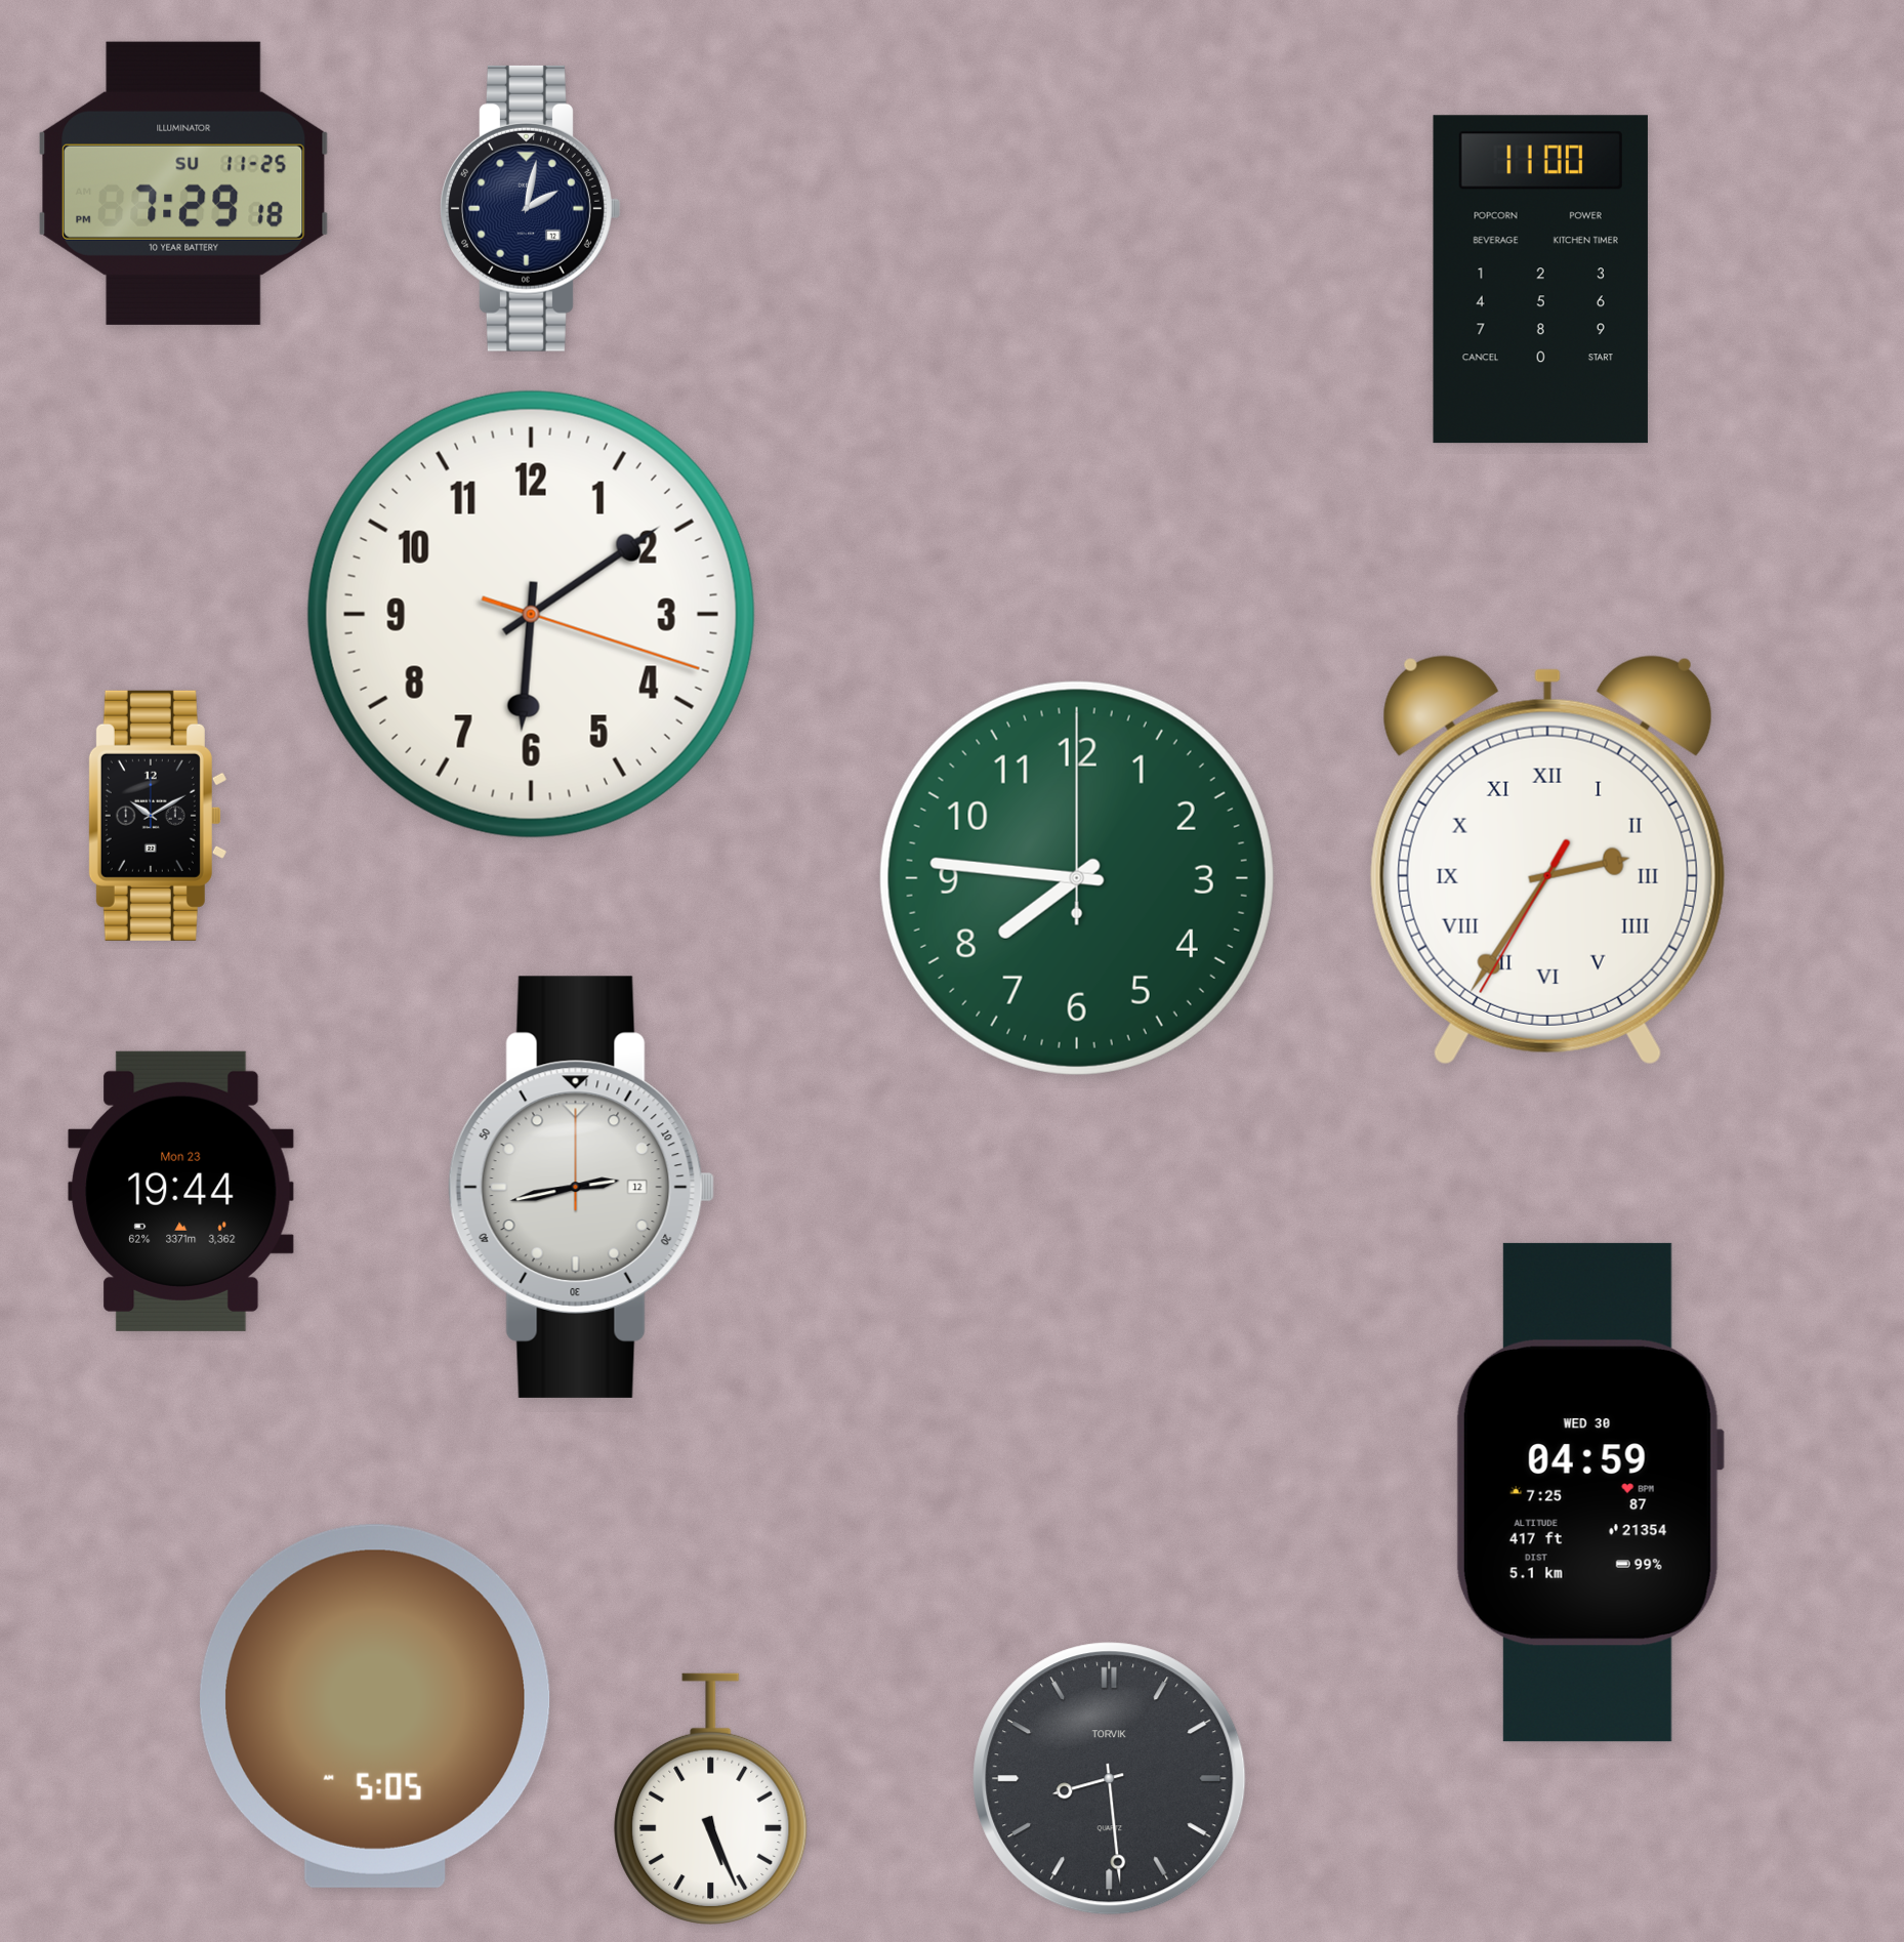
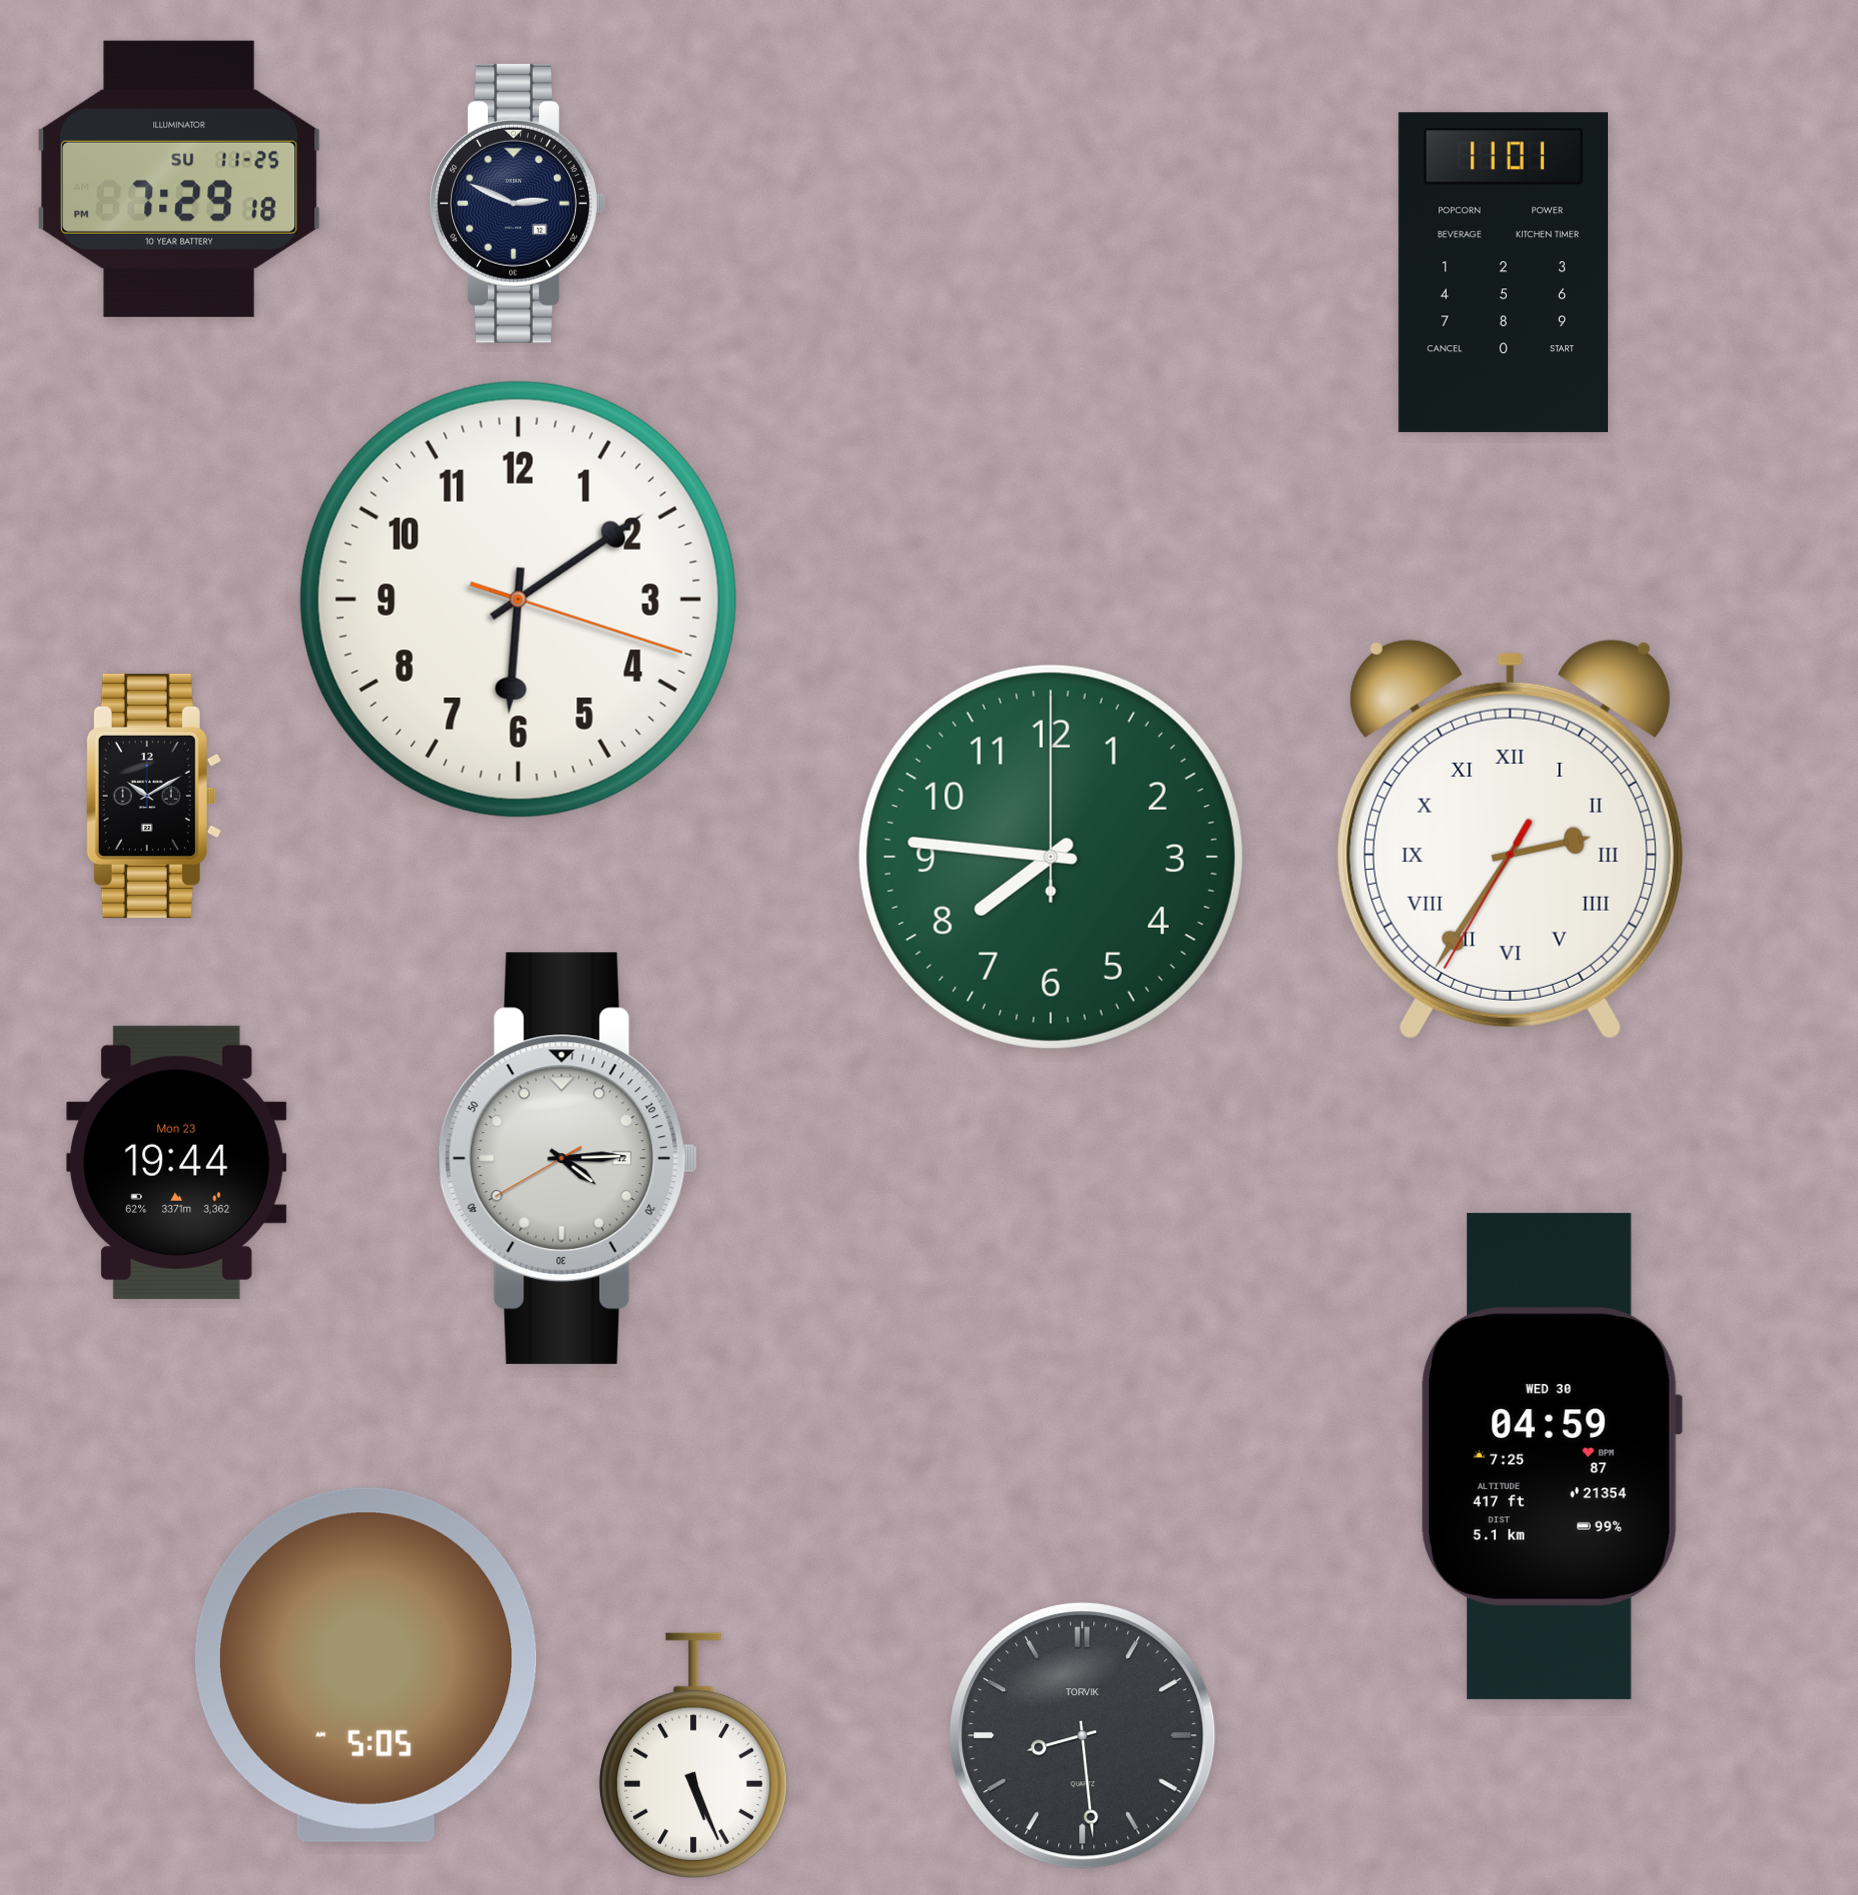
clock at (531, 208): 2:02 -> 2:49
clock at (1540, 280): 11:00 -> 11:01
clock at (582, 1187): 2:43 -> 4:14
